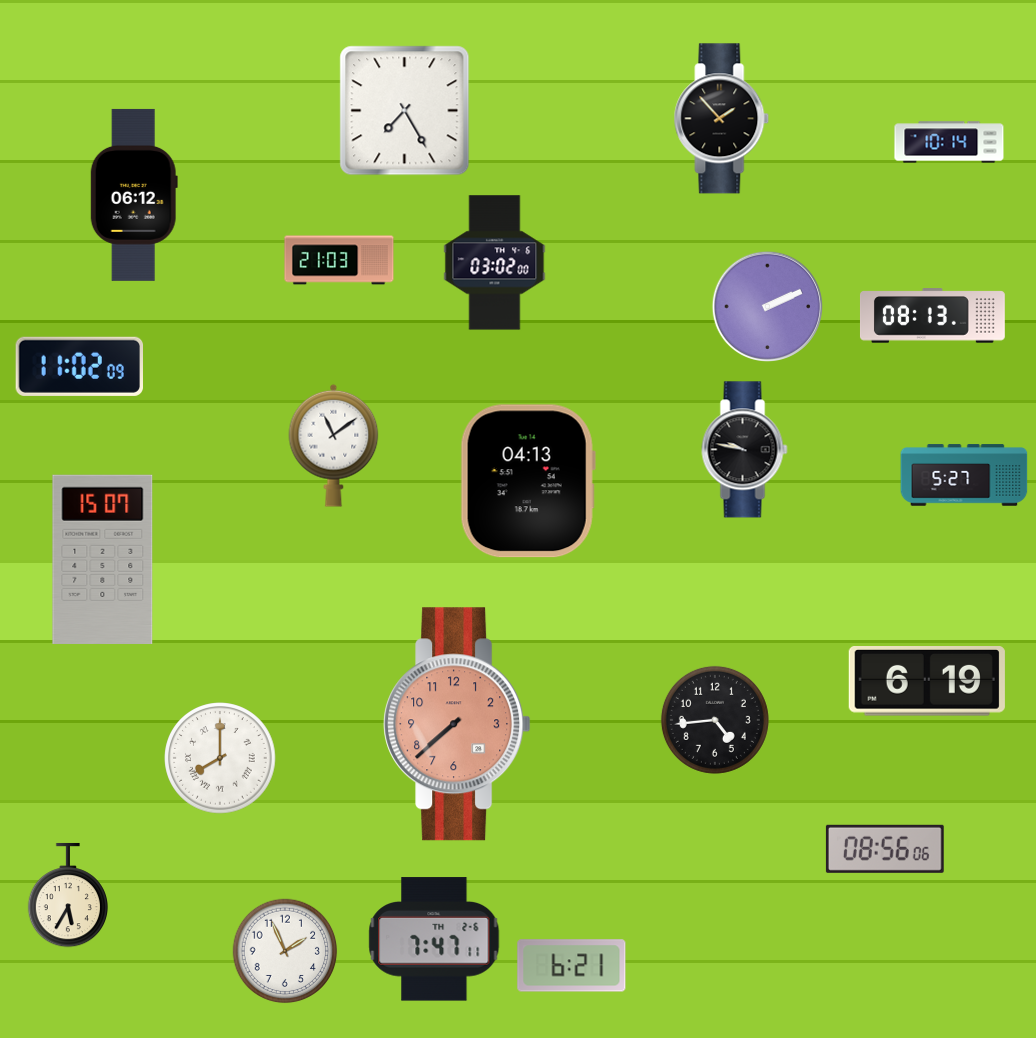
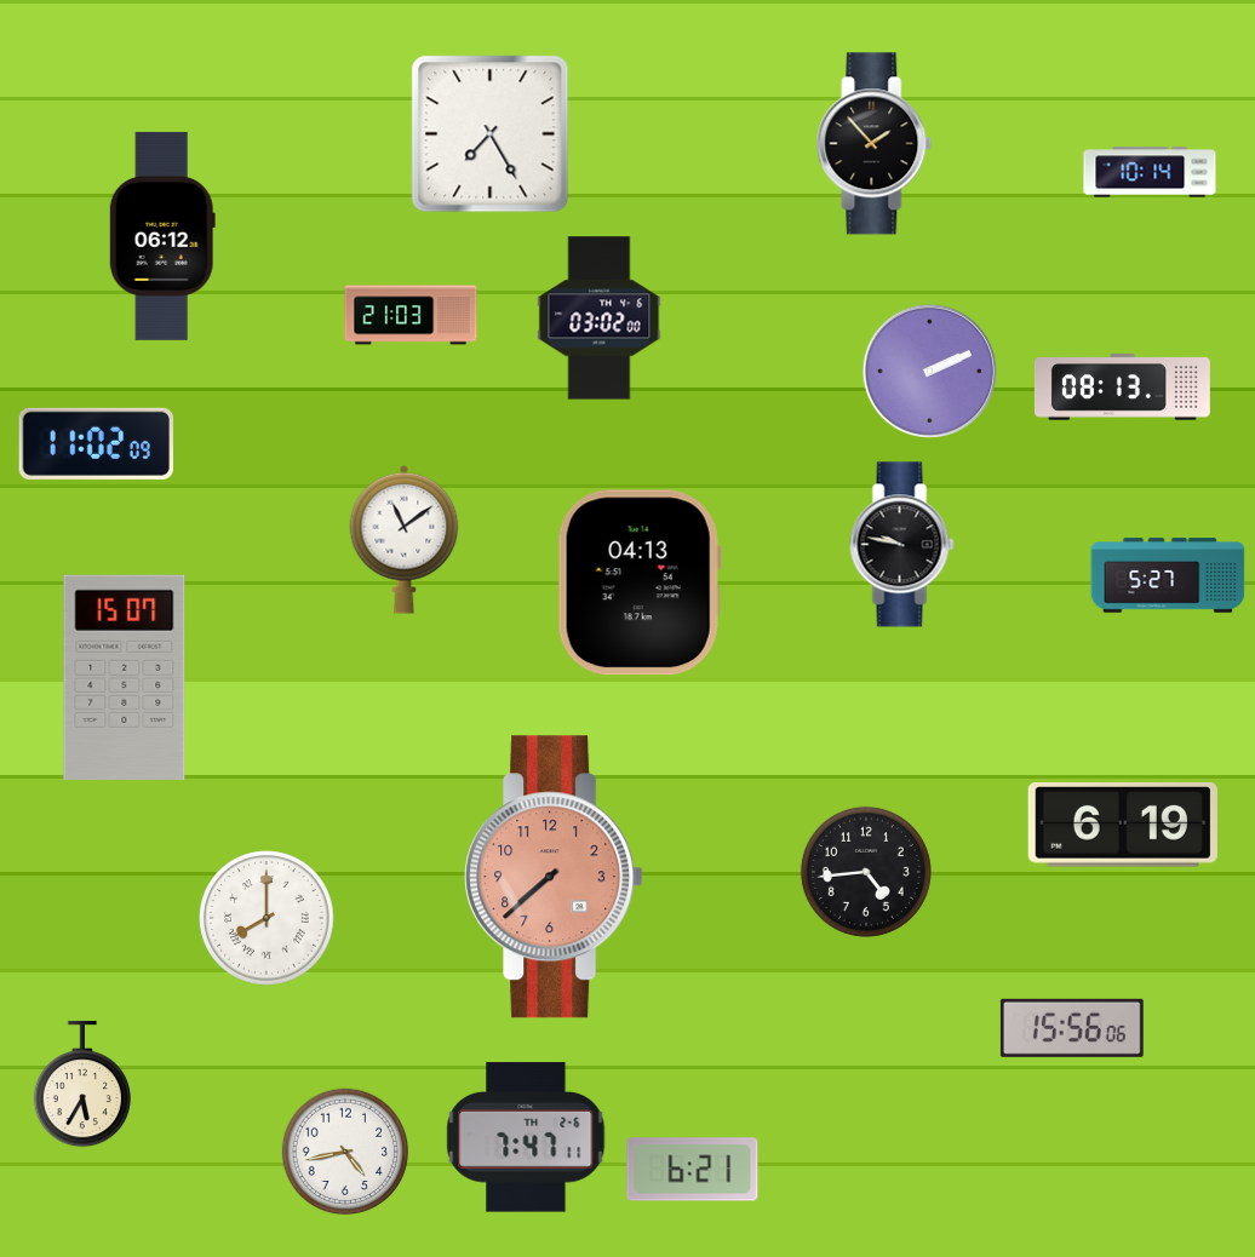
clock at (932, 316) position: (932, 316) -> (1122, 388)
clock at (885, 849): 08:56 -> 15:56
clock at (285, 951): 1:56 -> 4:43
